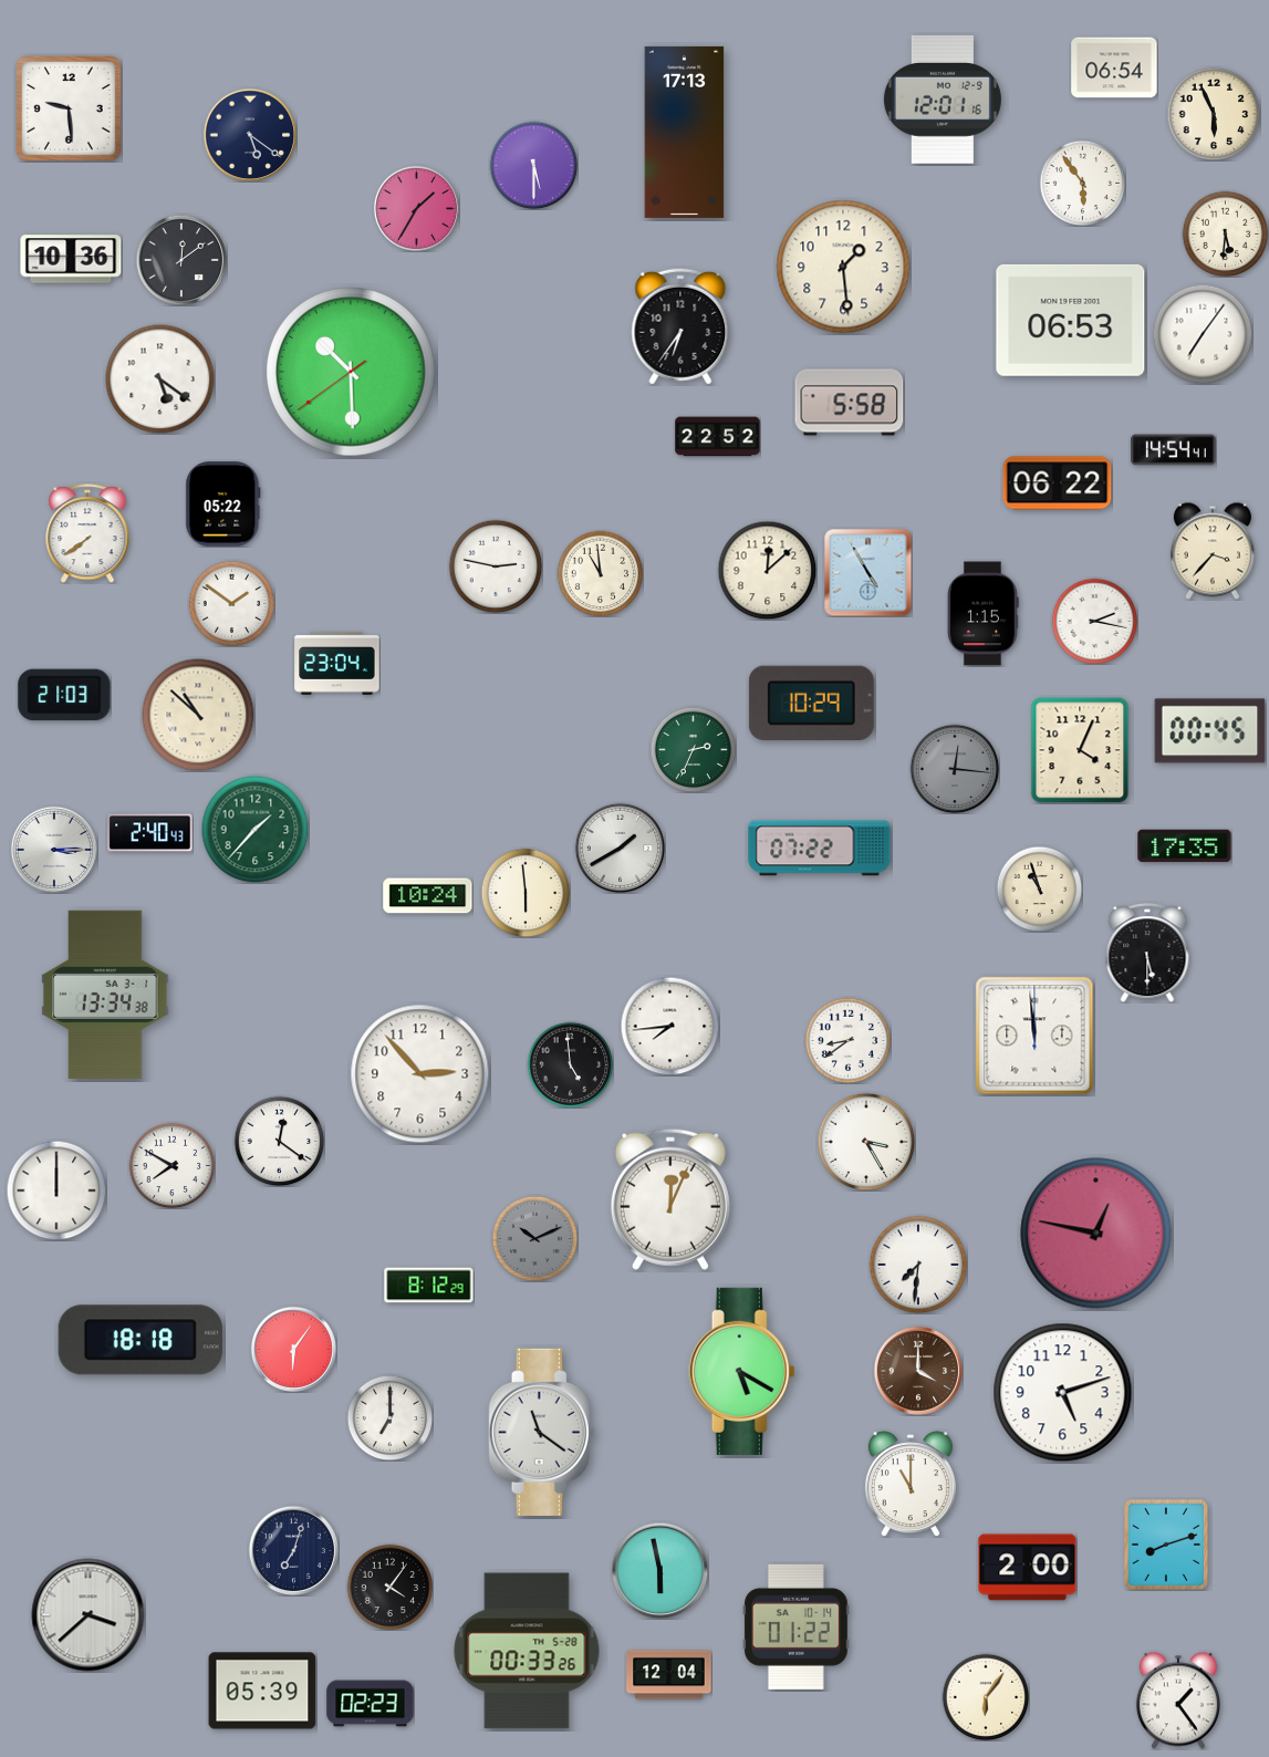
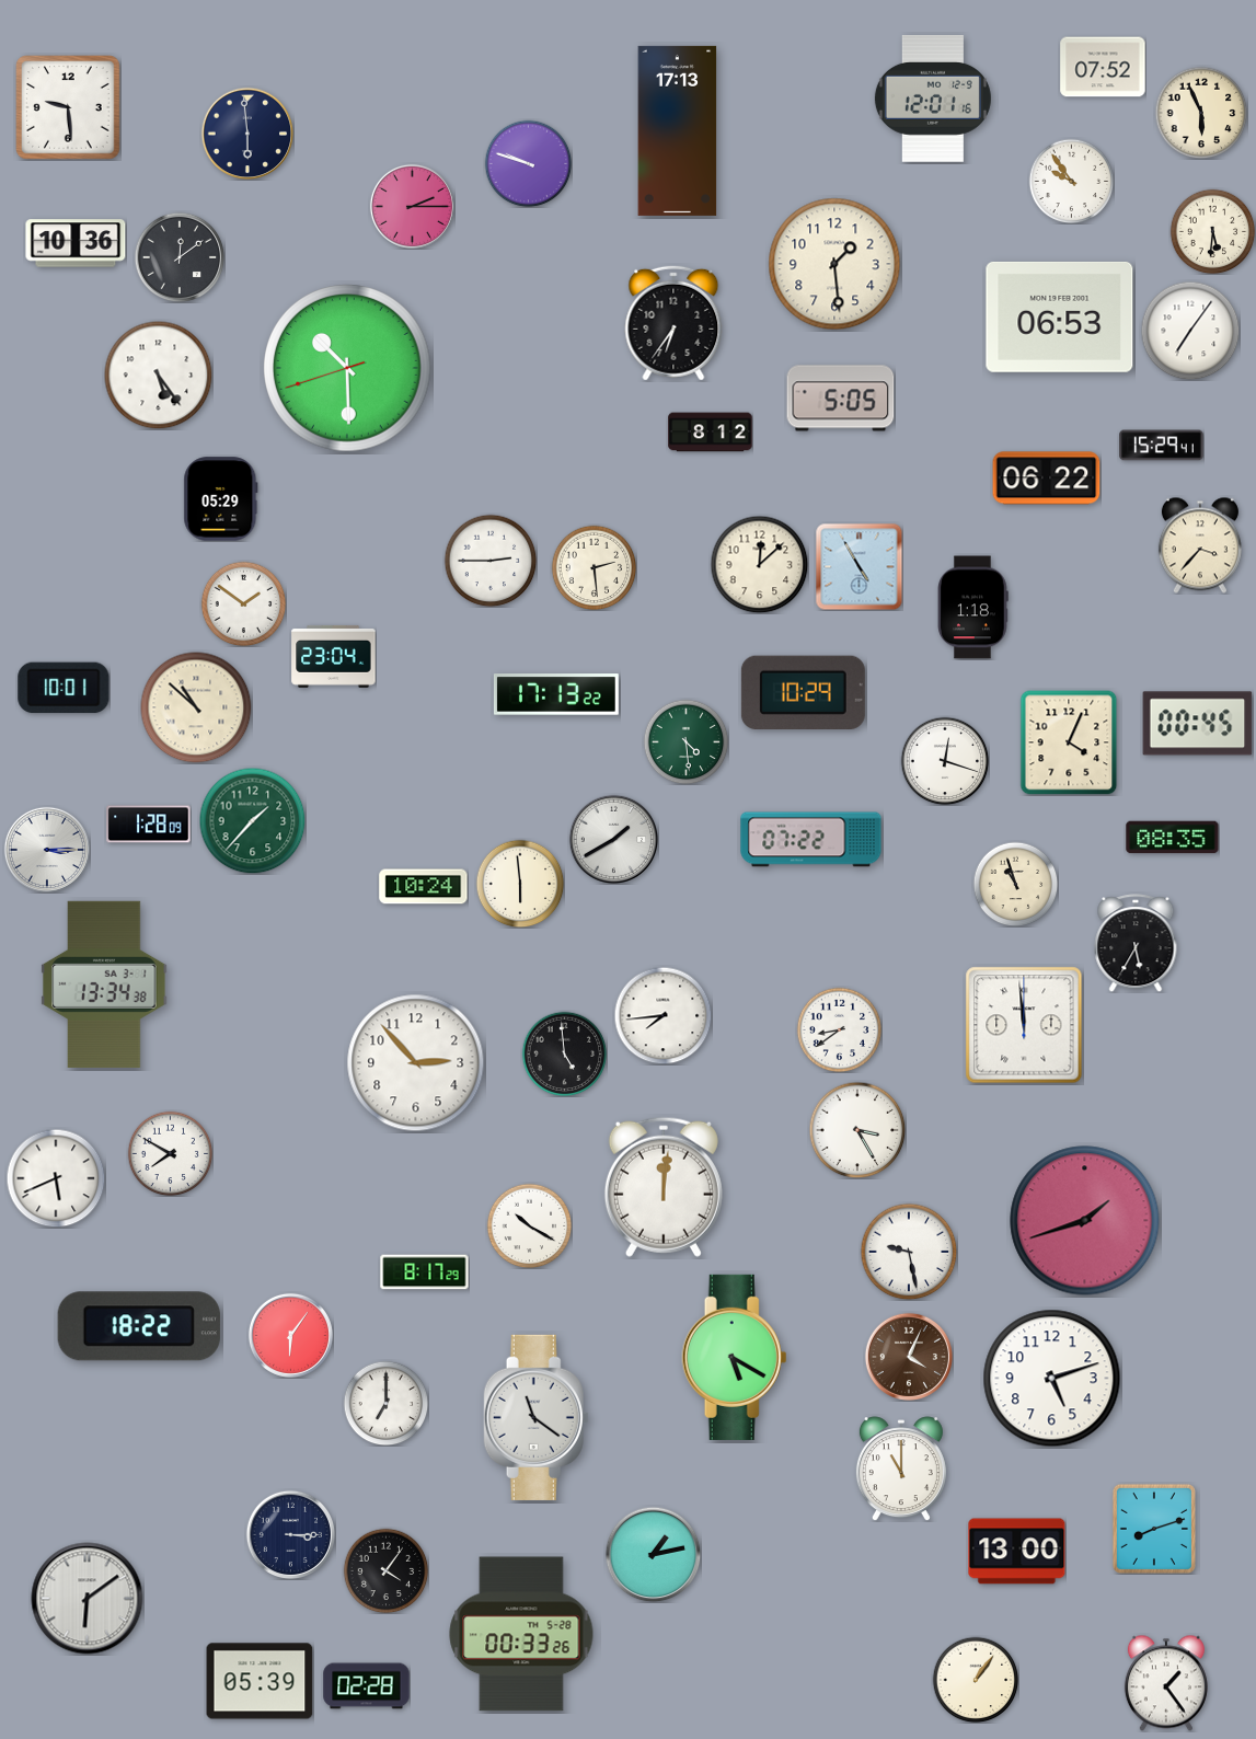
clock at (1114, 67): 06:54 -> 07:52
clock at (250, 135): 5:21 -> 5:59
clock at (533, 165): 5:30 -> 9:48
clock at (1082, 183): 5:54 -> 9:54
clock at (416, 208): 1:35 -> 2:15
clock at (71, 259) position: (71, 259) -> (76, 243)
clock at (351, 372): 10:29:39 -> 10:29:42
clock at (160, 380): 5:21 -> 5:24
clock at (850, 403): 5:58 -> 5:05
clock at (718, 437): 22:52 -> 8:12
clock at (1174, 450): 14:54 -> 15:29
clock at (223, 505): 05:22 -> 05:29
clock at (87, 533): 7:39 -> none
clock at (496, 566): 2:47 -> 2:45
clock at (600, 573): 10:59 -> 2:29
clock at (231, 603) position: (231, 603) -> (243, 603)
clock at (984, 614): 1:15 -> 1:18
clock at (1094, 621): 2:17 -> none
clock at (64, 695): 21:03 -> 10:01
clock at (556, 694): none -> 17:13
clock at (811, 703) position: (811, 703) -> (803, 692)
clock at (693, 749): 2:34 -> 4:29
clock at (955, 769): 12:16 -> 12:18
clock at (955, 769) dial: grey -> white
clock at (150, 833): 2:40 -> 1:28
clock at (1185, 846): 17:35 -> 08:35
clock at (54, 850) position: (54, 850) -> (47, 850)
clock at (1039, 888) position: (1039, 888) -> (1015, 884)
clock at (1147, 953): 5:30 -> 5:35
clock at (279, 1141): 12:21 -> none
clock at (56, 1191): 12:00 -> 5:41
clock at (670, 1199): 12:04 -> 12:01
clock at (1096, 1234): 12:47 -> 1:42
clock at (534, 1238): 10:11 -> 10:20
clock at (534, 1238) dial: grey -> white
clock at (918, 1265): 7:31 -> 9:28
clock at (429, 1286): 8:12 -> 8:17
clock at (141, 1340): 18:18 -> 18:22
clock at (918, 1371): 4:00 -> 4:04
clock at (293, 1550): 7:03 -> 3:15
clock at (1028, 1568): 2:00 -> 13:00
clock at (659, 1570): 5:58 -> 1:13
clock at (89, 1615): 3:38 -> 6:09
clock at (795, 1626): 01:22 -> none
clock at (669, 1675): 12:04 -> none
clock at (262, 1691) position: (262, 1691) -> (260, 1681)
clock at (986, 1697): 6:06 -> 1:06
clock at (371, 1704): 02:23 -> 02:28
